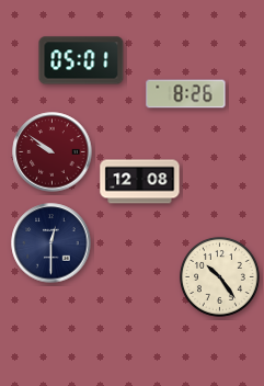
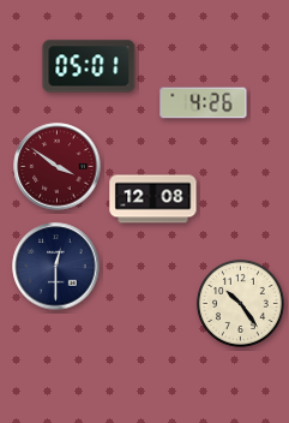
clock at (186, 94): 8:26 -> 4:26
clock at (53, 152): 9:51 -> 3:51
